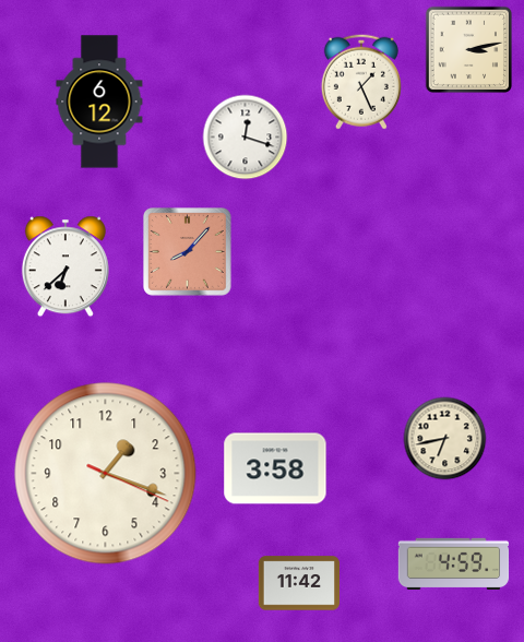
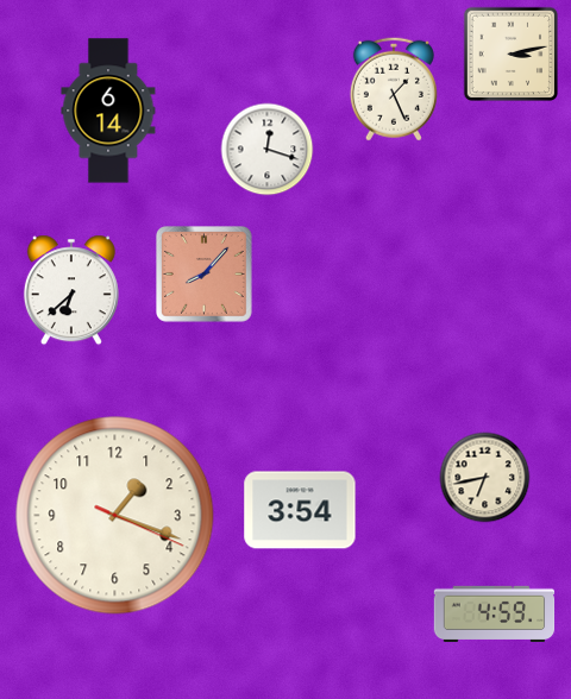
clock at (99, 102): 6:12 -> 6:14
clock at (275, 468): 3:58 -> 3:54
clock at (298, 583): 11:42 -> none
